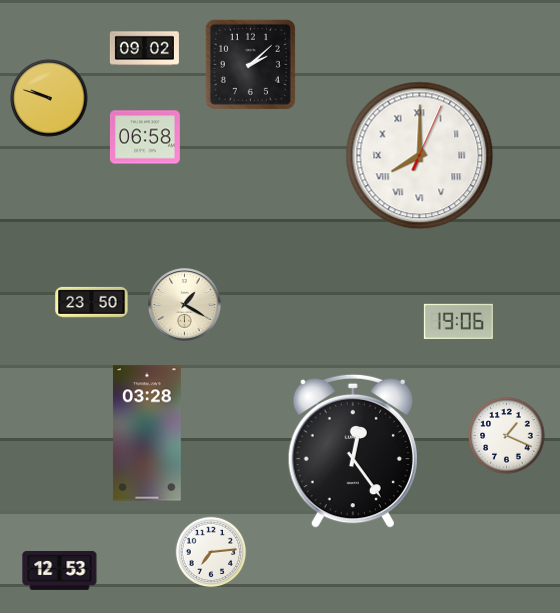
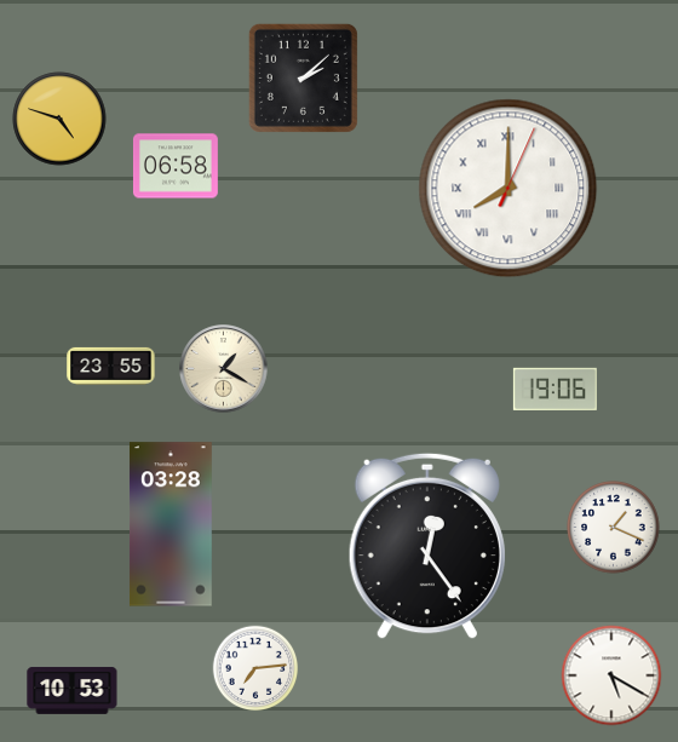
clock at (144, 49): 09:02 -> none
clock at (49, 98): 9:48 -> 4:48
clock at (92, 302): 23:50 -> 23:55
clock at (147, 433) position: (147, 433) -> (171, 524)
clock at (611, 675): none -> 5:20
clock at (60, 570): 12:53 -> 10:53
